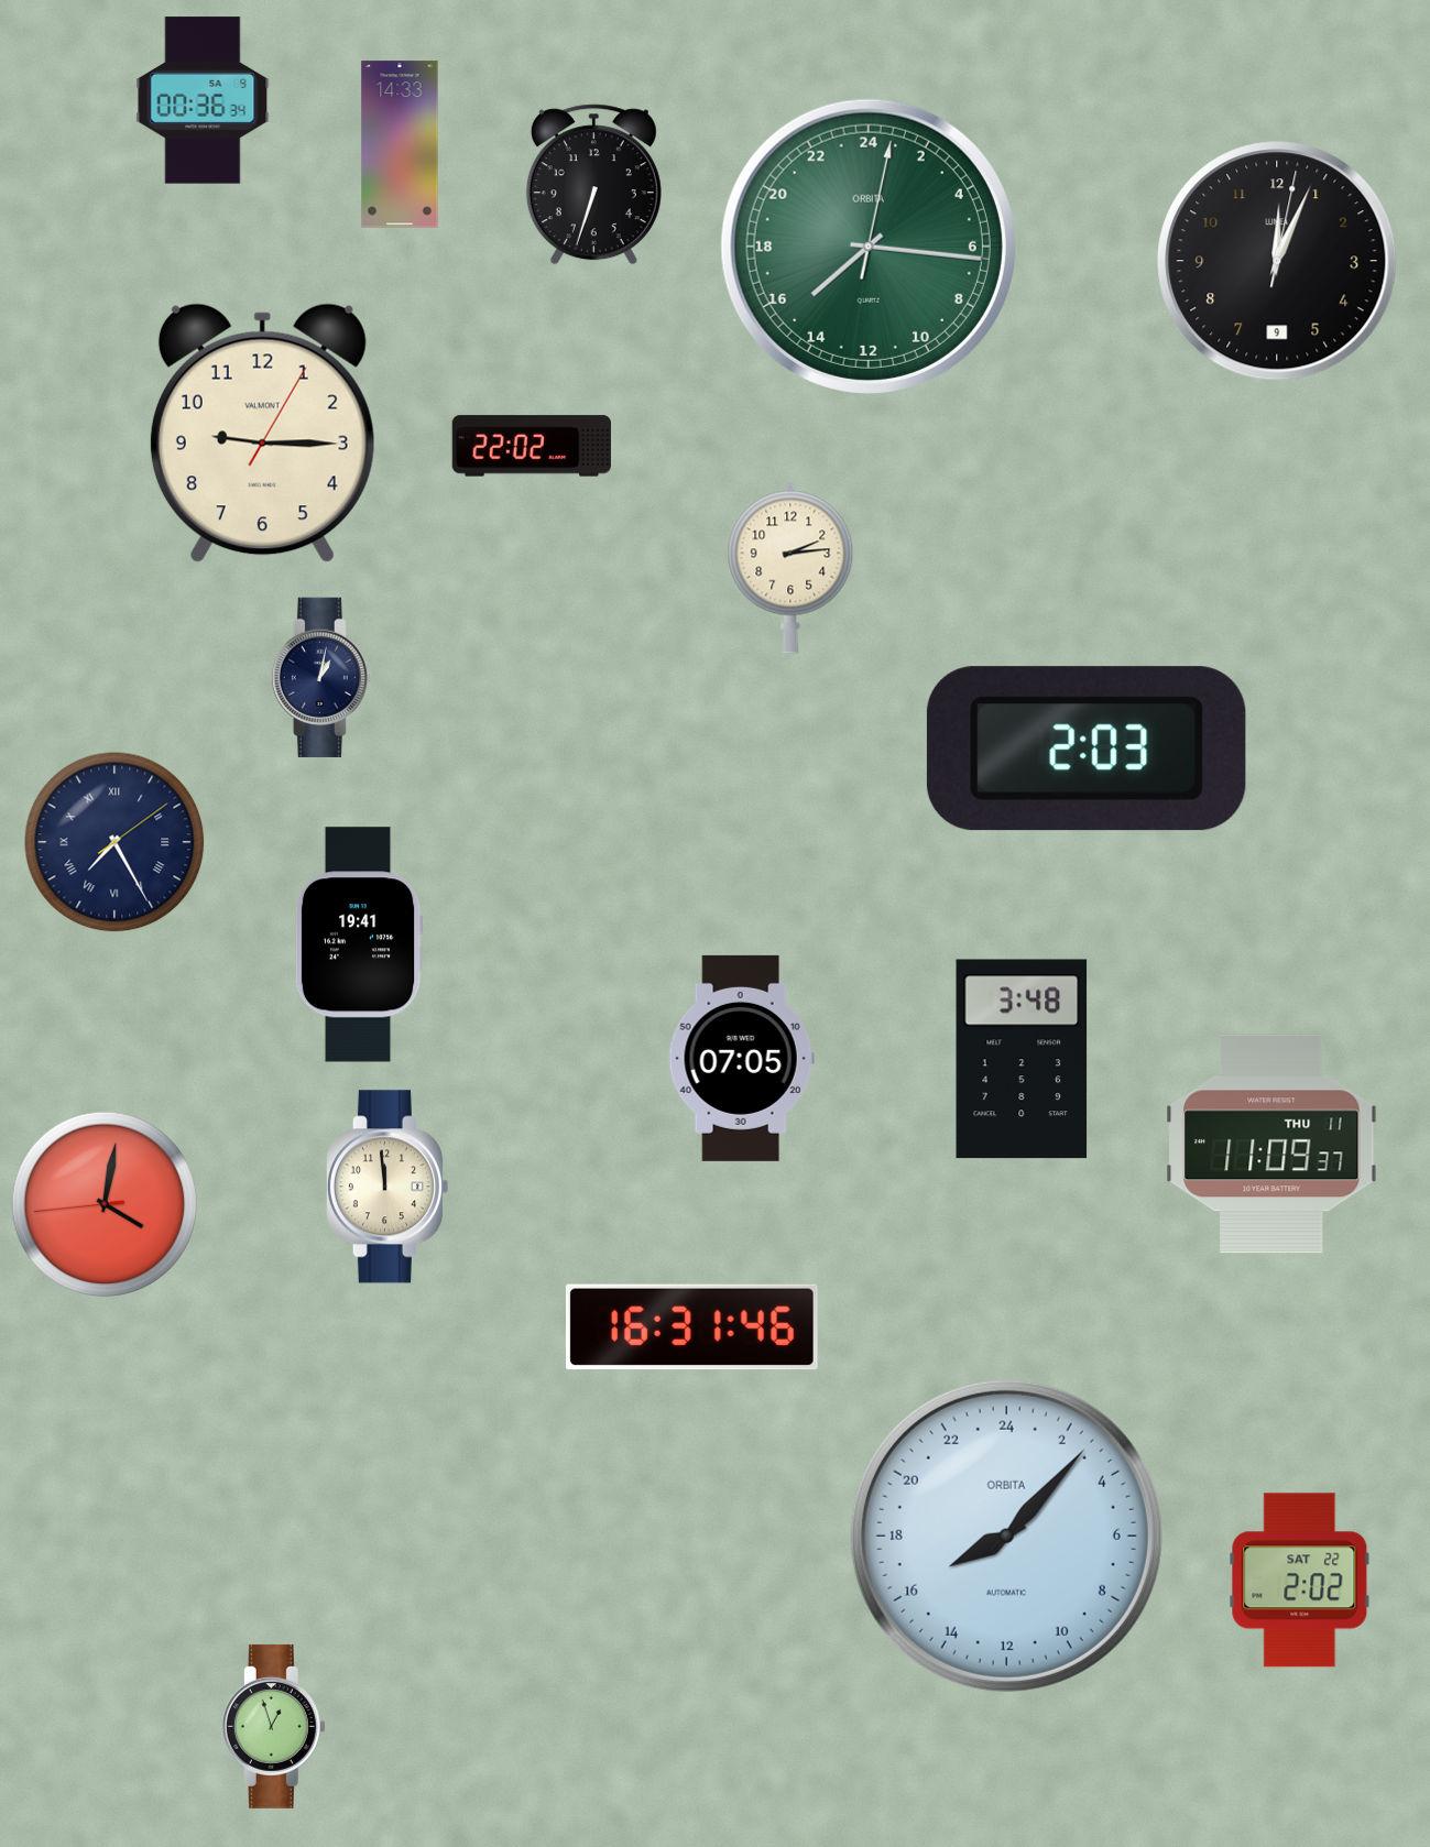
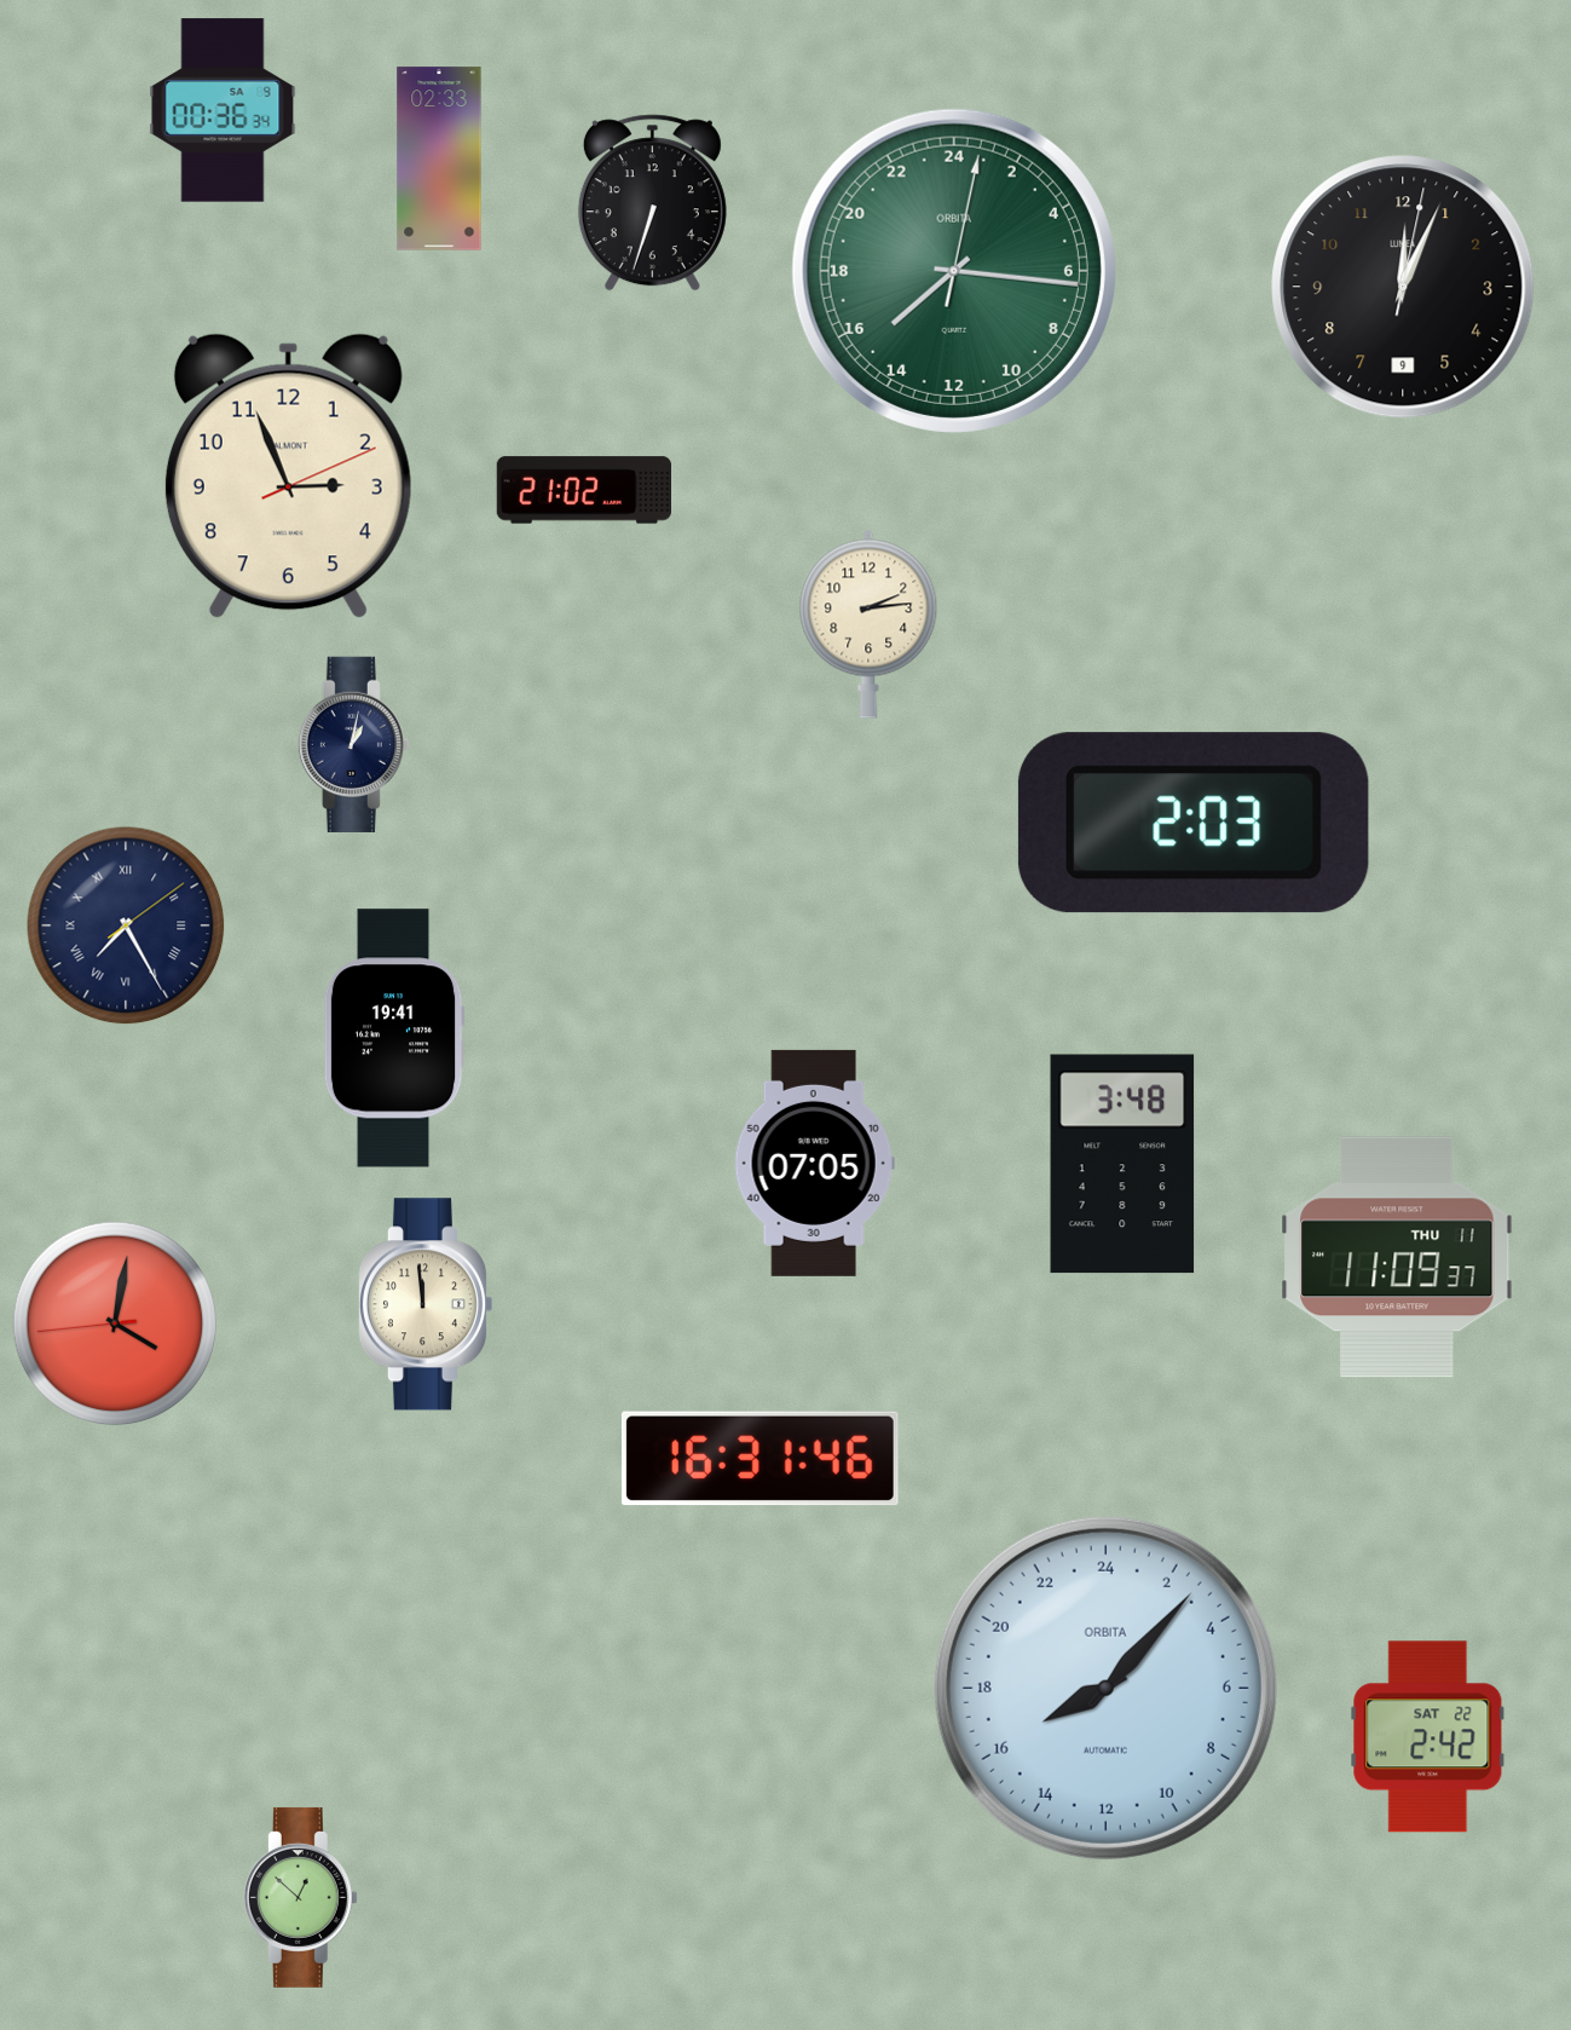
clock at (400, 144): 14:33 -> 02:33
clock at (262, 434): 9:15 -> 2:56
clock at (531, 446): 22:02 -> 21:02
clock at (1300, 1581): 2:02 -> 2:42
clock at (273, 1726): 12:57 -> 12:52
